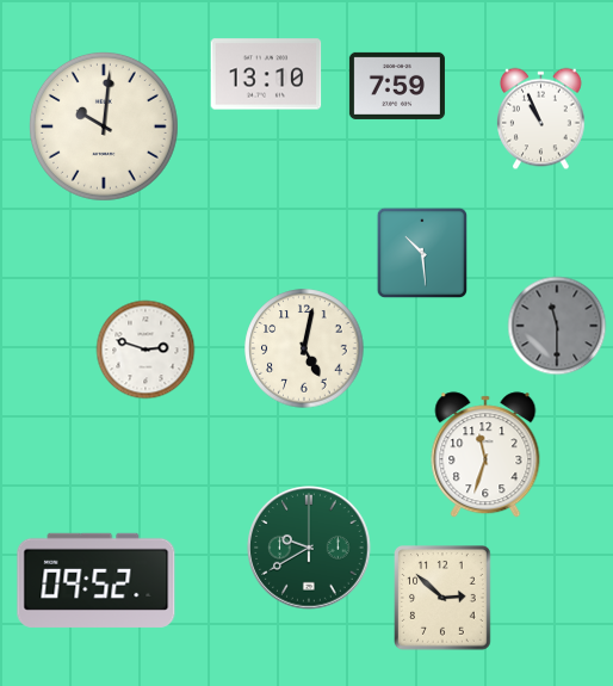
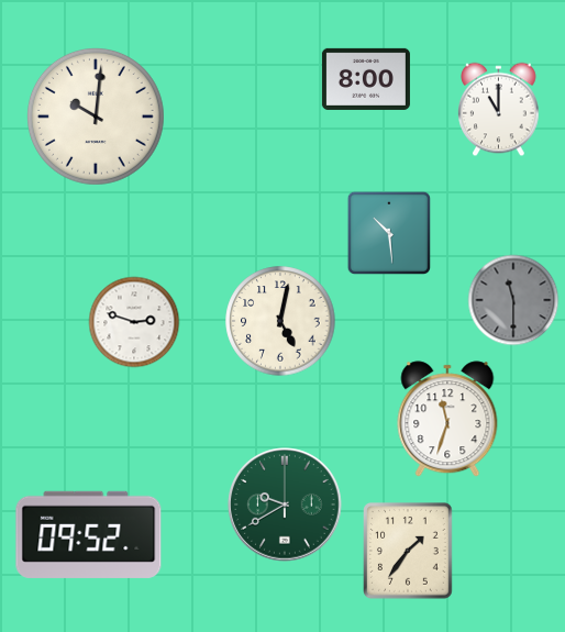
clock at (266, 74): 13:10 -> none
clock at (397, 86): 7:59 -> 8:00
clock at (541, 119): 10:56 -> 11:00
clock at (444, 599): 2:52 -> 1:36
